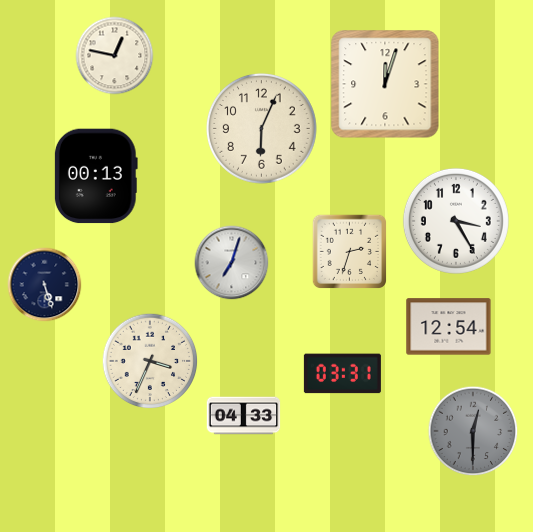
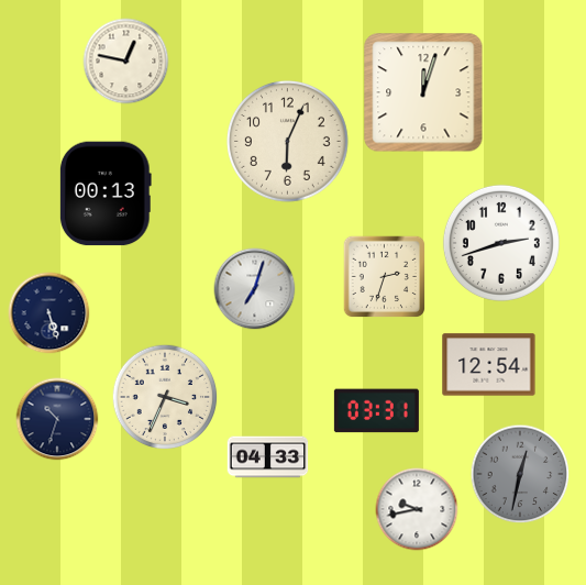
clock at (456, 221): 3:25 -> 2:42
clock at (449, 327) position: (449, 327) -> (489, 365)
clock at (57, 419): none -> 10:33
clock at (473, 431): 12:30 -> 12:32
clock at (417, 509): none -> 9:43
